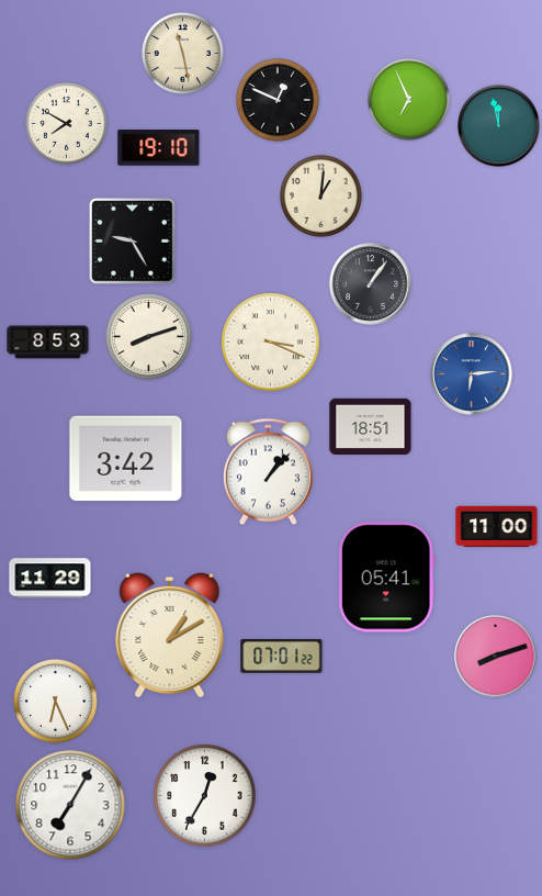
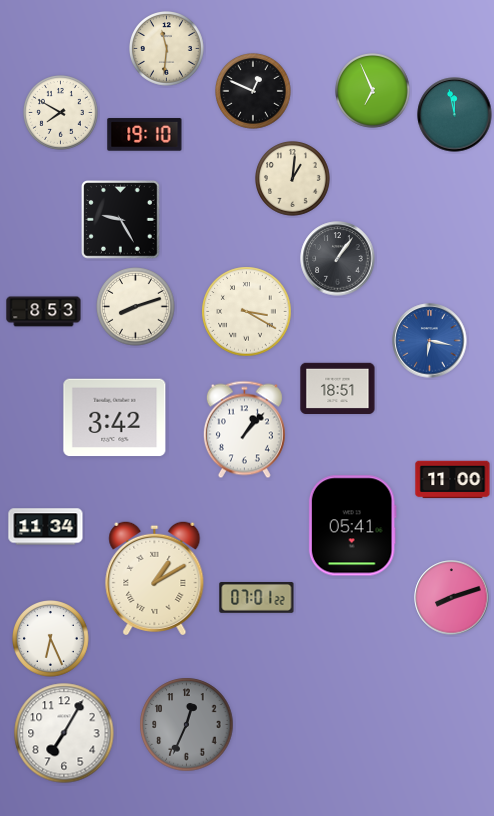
clock at (183, 54): 11:28 -> 11:31
clock at (271, 343): 3:19 -> 3:20
clock at (472, 374): 6:14 -> 6:17
clock at (50, 579): 11:29 -> 11:34
clock at (205, 796): 12:35 -> 12:34
clock at (205, 796) dial: white -> grey
